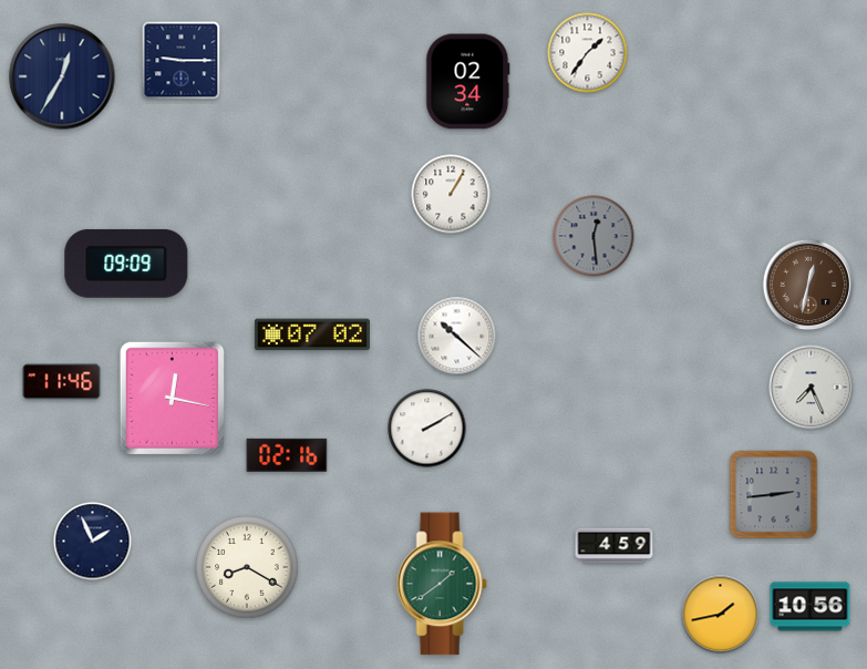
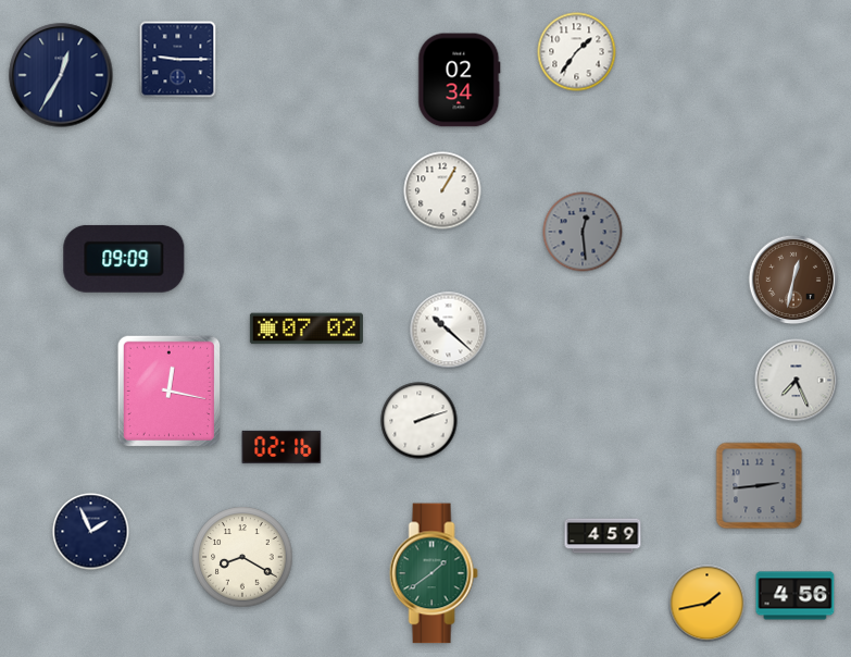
clock at (62, 382): 11:46 -> none
clock at (427, 429): 2:10 -> 2:12
clock at (811, 607): 10:56 -> 4:56
